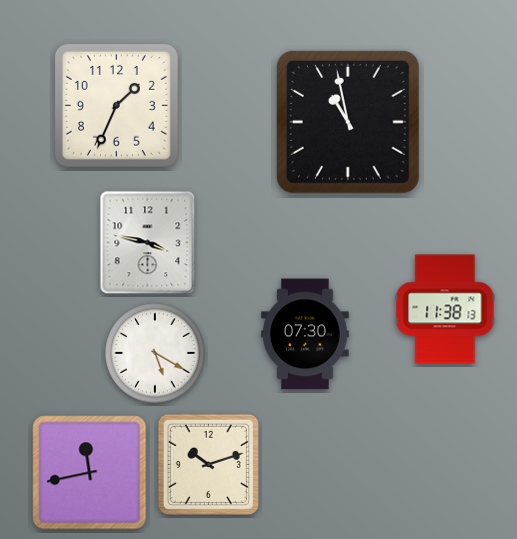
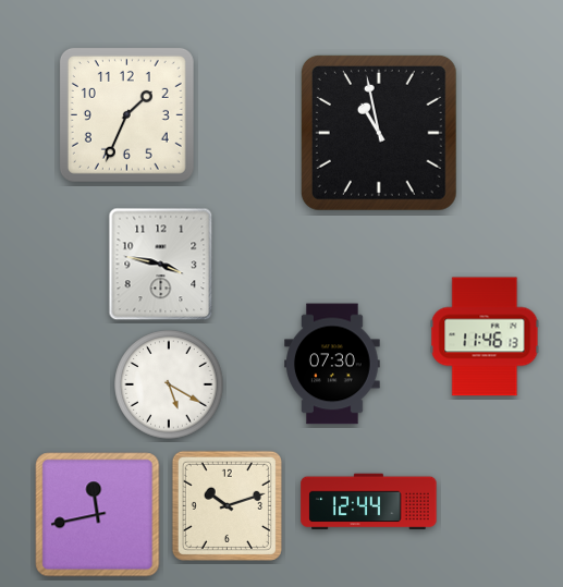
clock at (445, 309): 11:38 -> 11:46
clock at (369, 502): none -> 12:44
